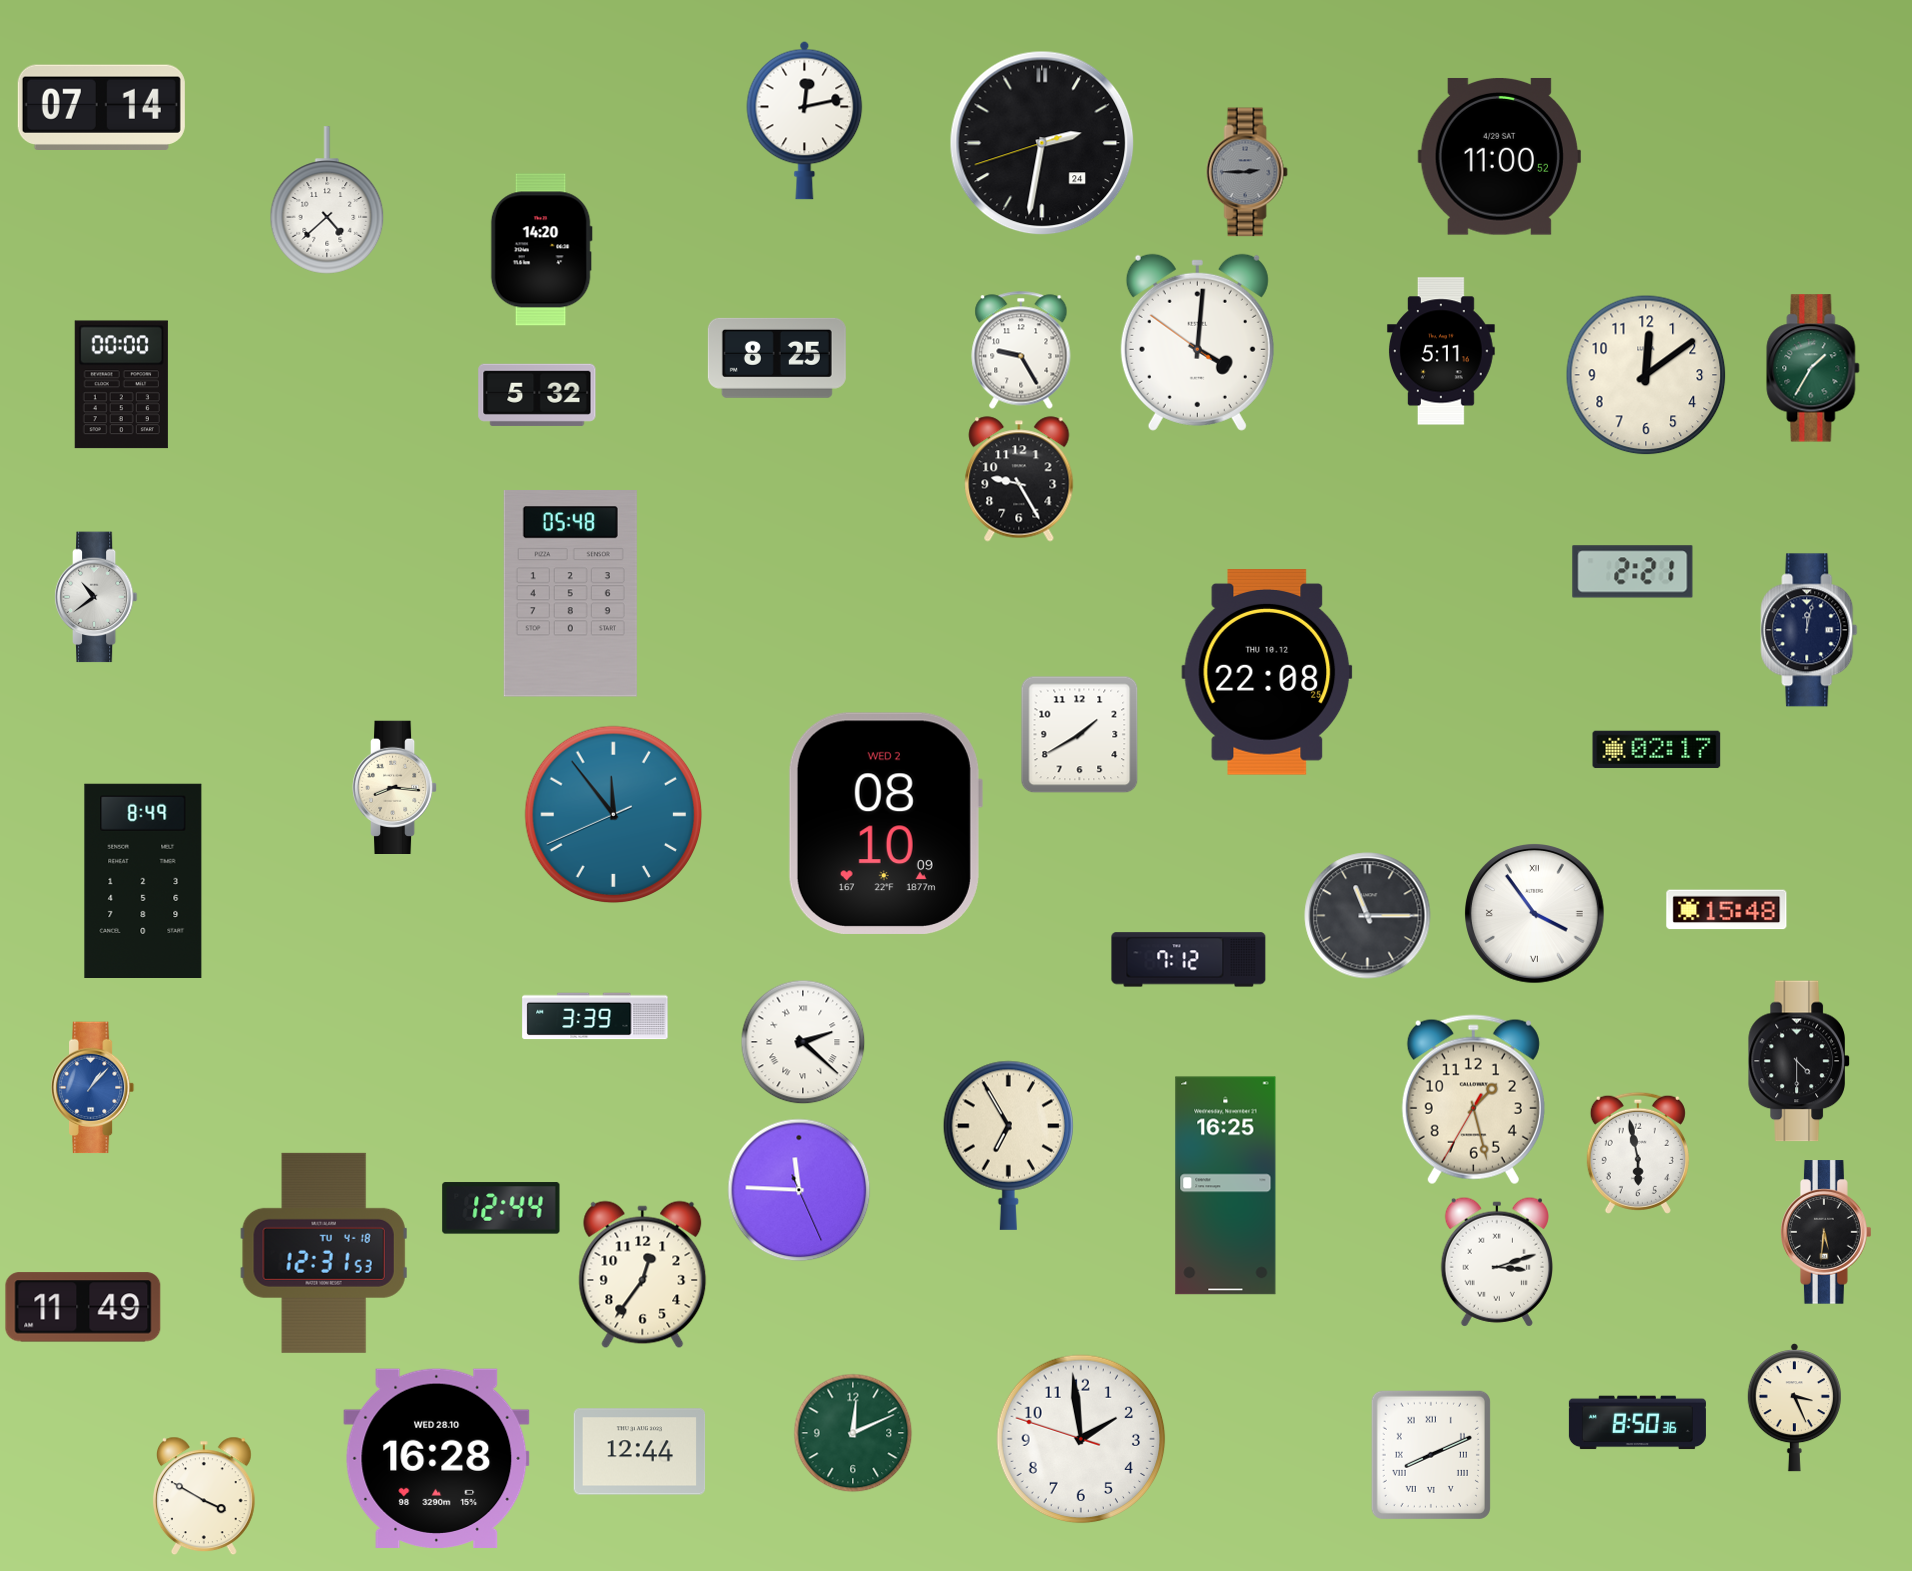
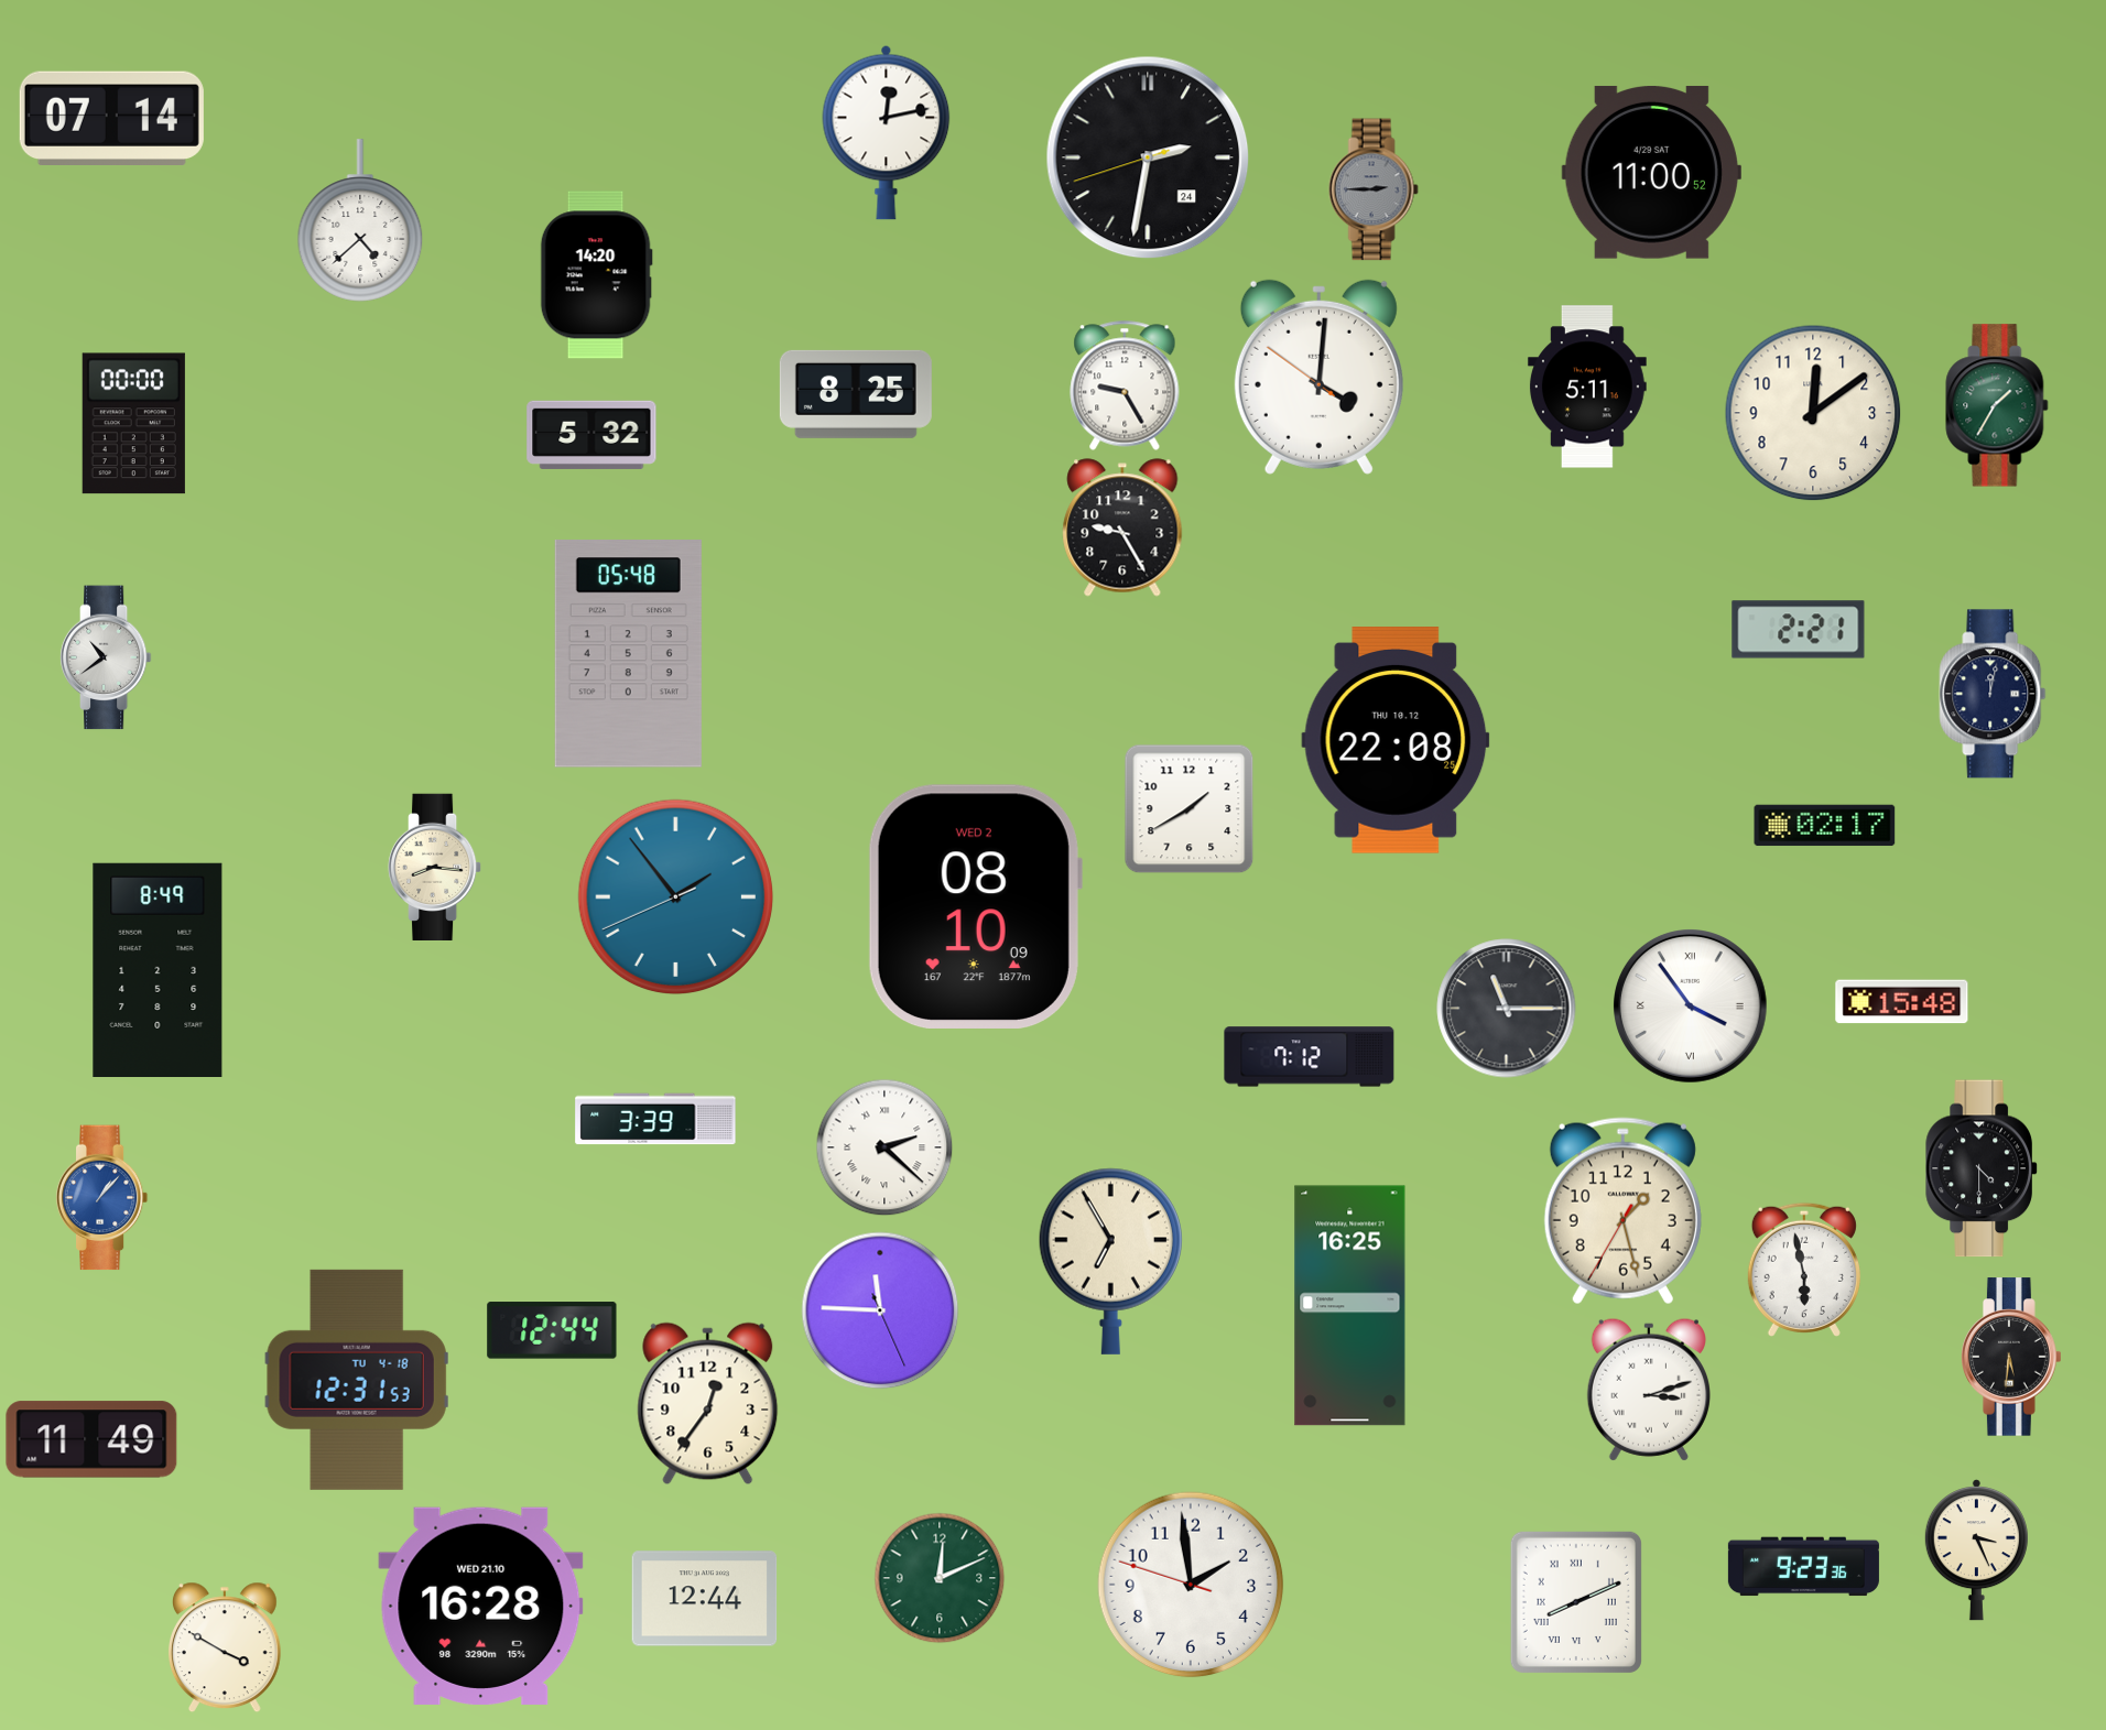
clock at (614, 815): 11:53 -> 1:53
clock at (1637, 1423): 8:50 -> 9:23
clock at (437, 1458) date: WED 28.10 -> WED 21.10
